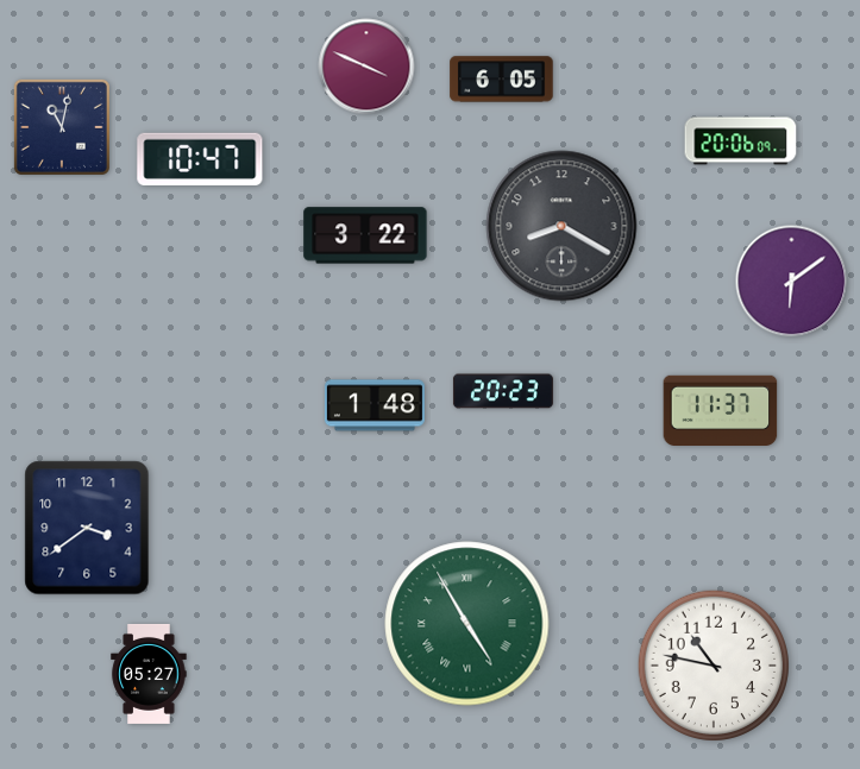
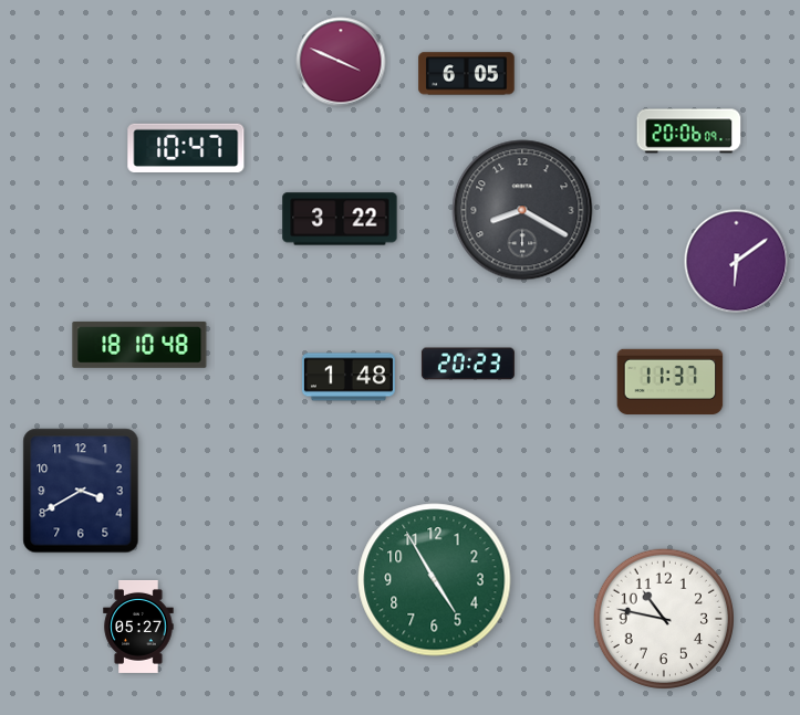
clock at (62, 127): 11:02 -> none
clock at (139, 345): none -> 18:10
clock at (87, 528): 3:39 -> 3:40
clock at (467, 624) numerals: Roman -> Arabic
